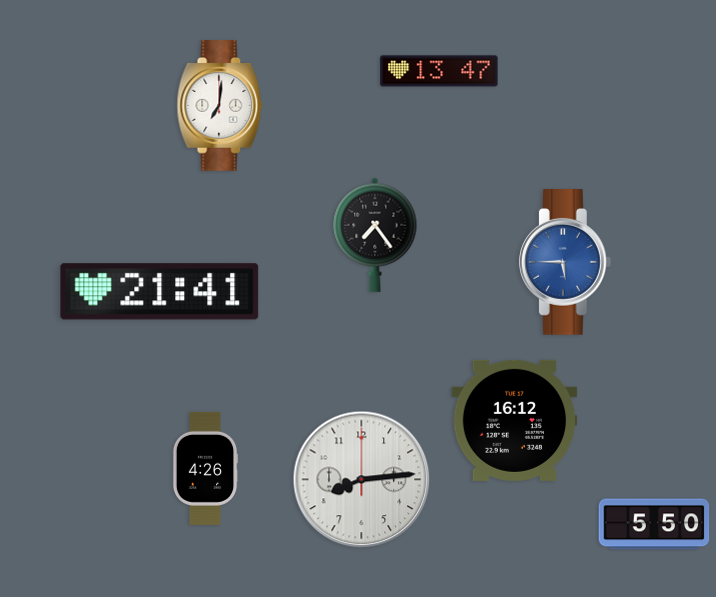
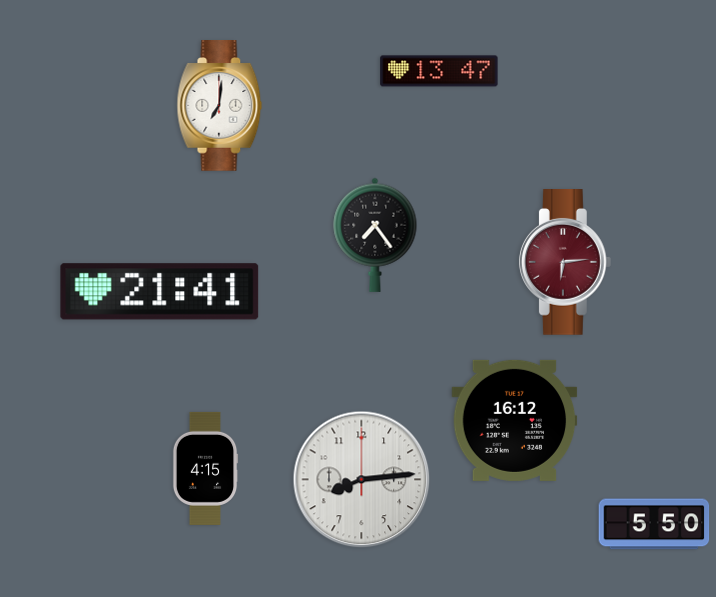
clock at (565, 263): 5:45 -> 6:14
clock at (565, 263) dial: blue -> burgundy
clock at (205, 468): 4:26 -> 4:15
